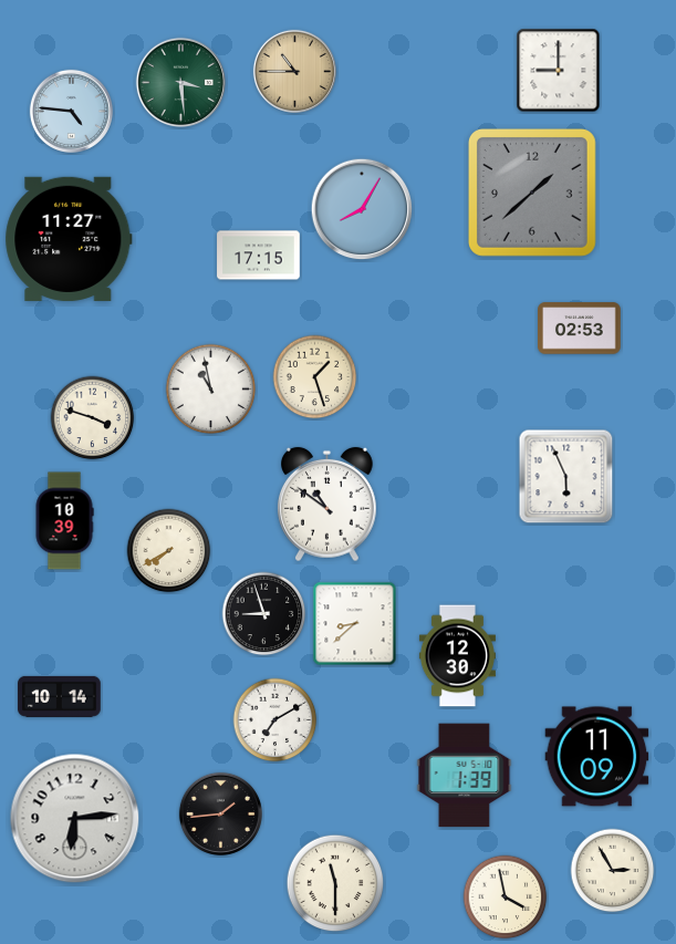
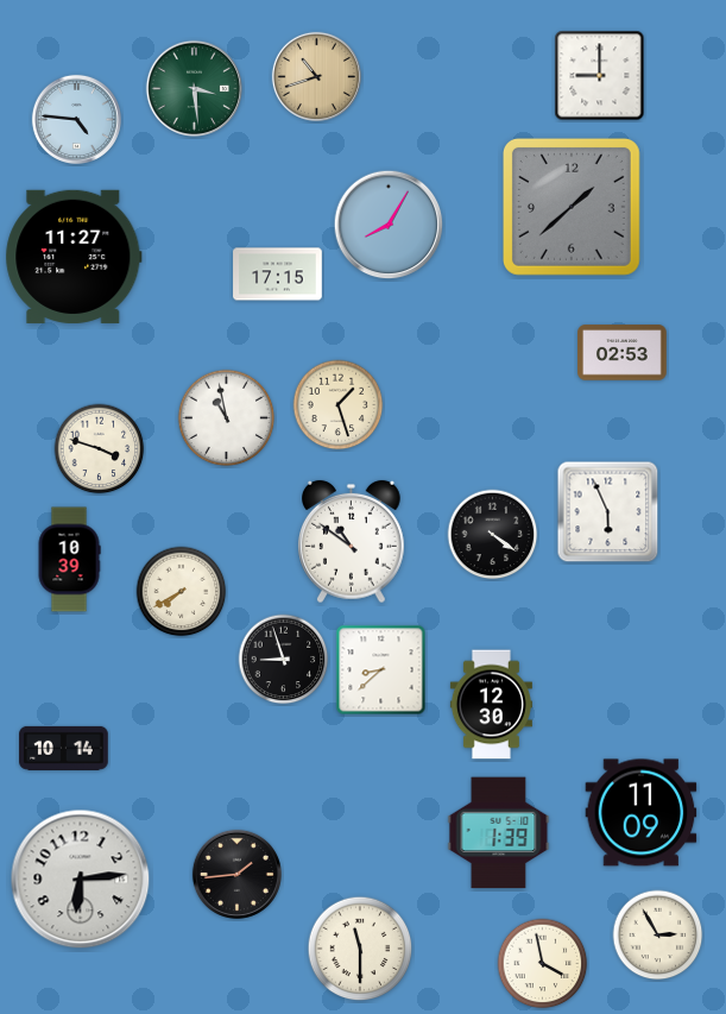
clock at (294, 71): 10:45 -> 10:42
clock at (493, 535): none -> 4:21
clock at (275, 720): 7:10 -> none
